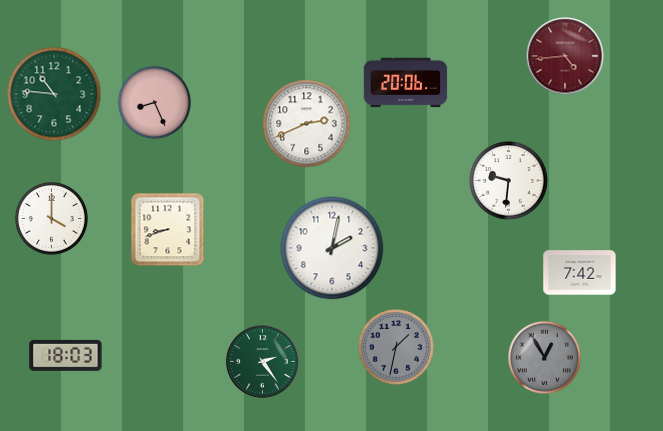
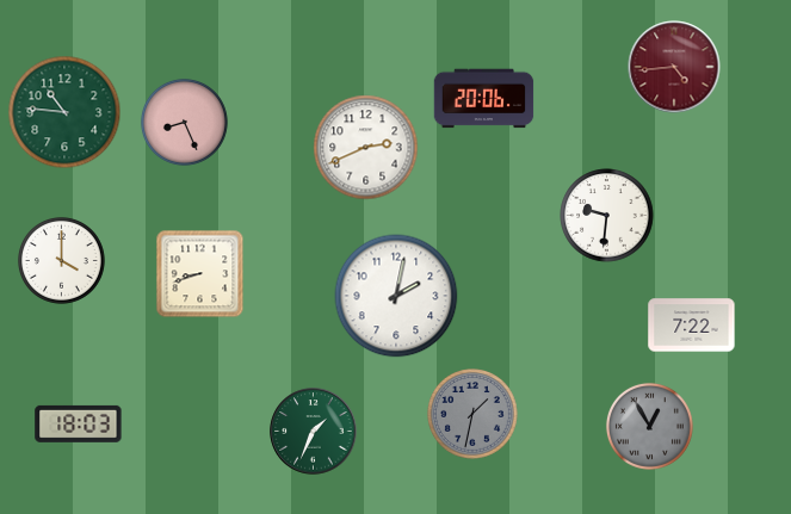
clock at (580, 273): 7:42 -> 7:22
clock at (263, 362): 2:24 -> 1:34
